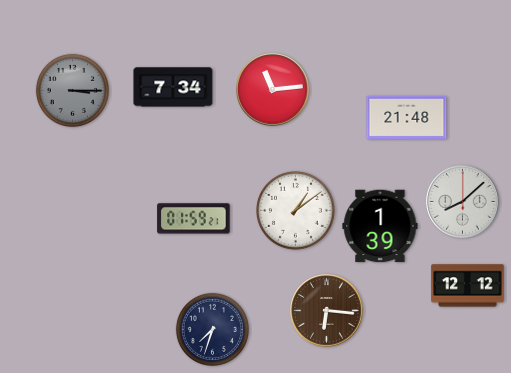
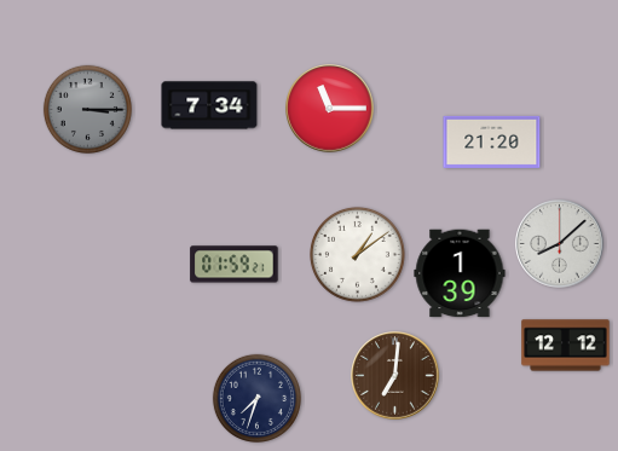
clock at (273, 90): 11:14 -> 11:15
clock at (407, 117): 21:48 -> 21:20
clock at (327, 311): 6:16 -> 7:01
